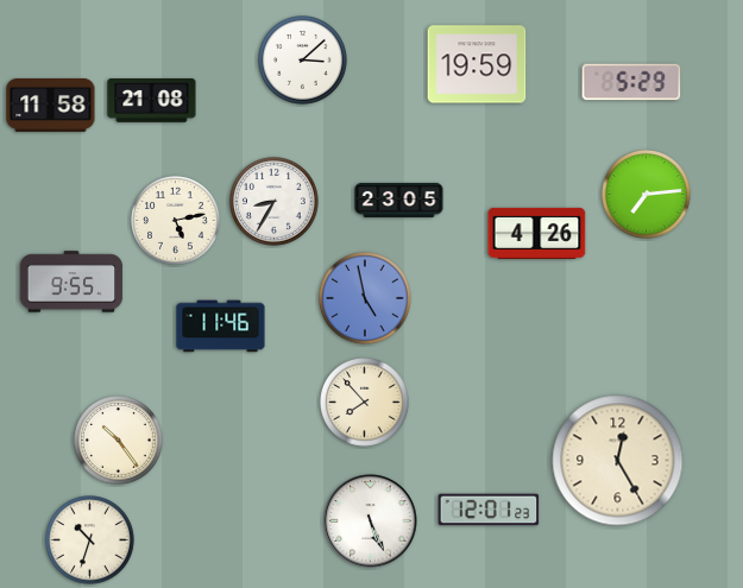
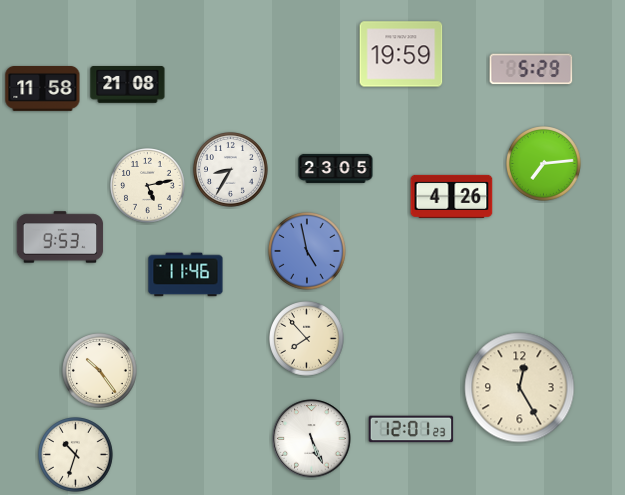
clock at (303, 61): 3:08 -> none
clock at (71, 282): 9:55 -> 9:53
